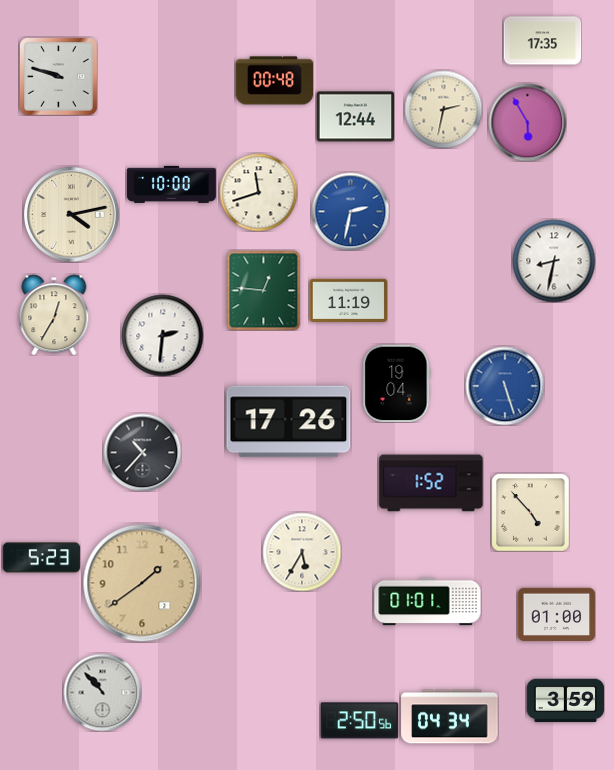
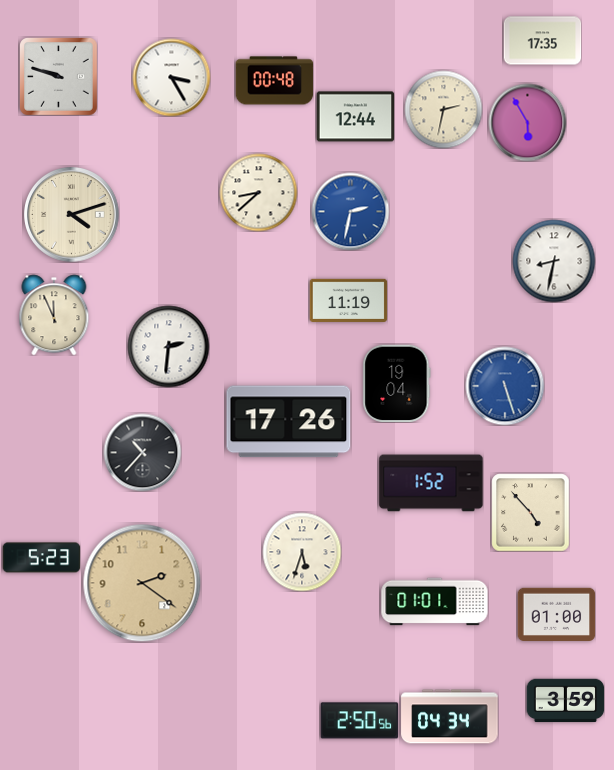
clock at (171, 77): none -> 3:25
clock at (171, 184): 10:00 -> none
clock at (258, 192): 11:42 -> 8:38
clock at (72, 215): 4:13 -> 4:12
clock at (264, 290): 12:46 -> none
clock at (54, 315): 12:35 -> 11:56
clock at (162, 335) position: (162, 335) -> (168, 346)
clock at (302, 552): 5:35 -> 5:33
clock at (142, 583): 1:39 -> 2:21
clock at (428, 602) position: (428, 602) -> (435, 602)
clock at (102, 692): 10:53 -> none
